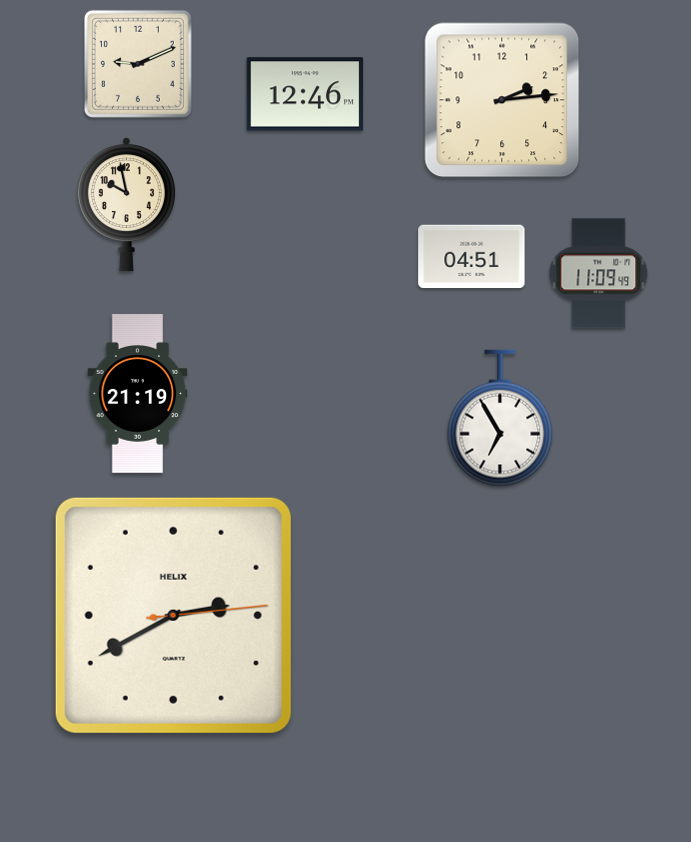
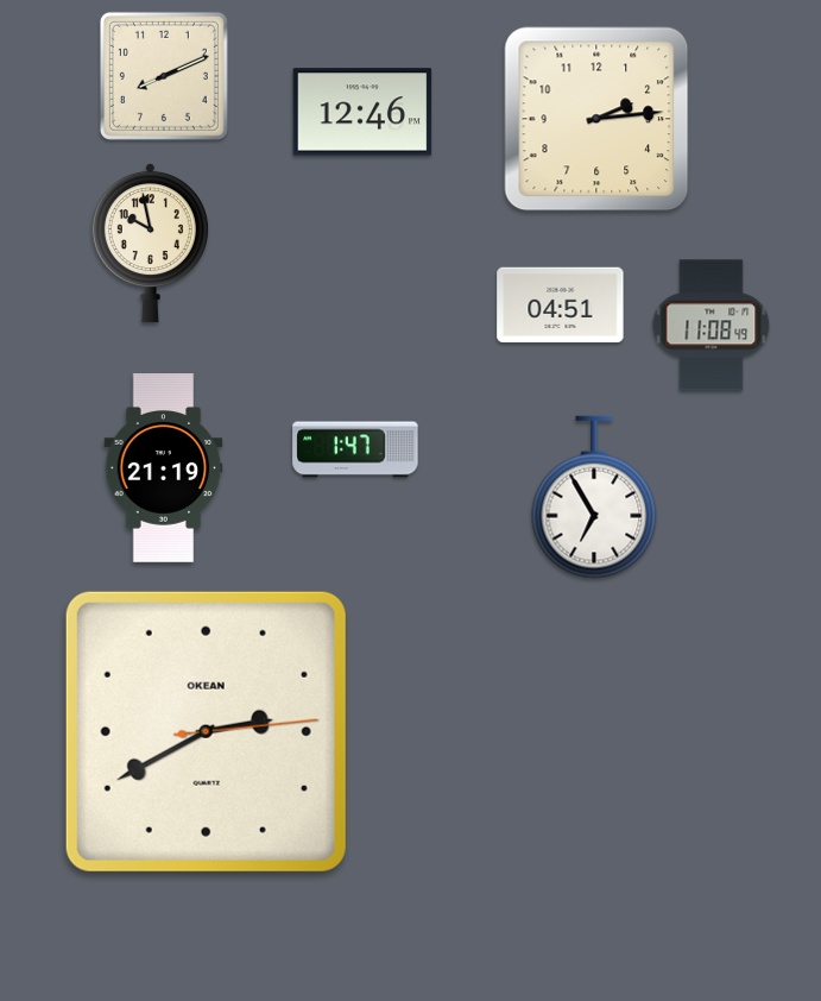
clock at (138, 64): 9:11 -> 8:11
clock at (599, 274): 11:09 -> 11:08
clock at (355, 449): none -> 1:47
clock at (173, 615) brand: HELIX -> OKEAN
